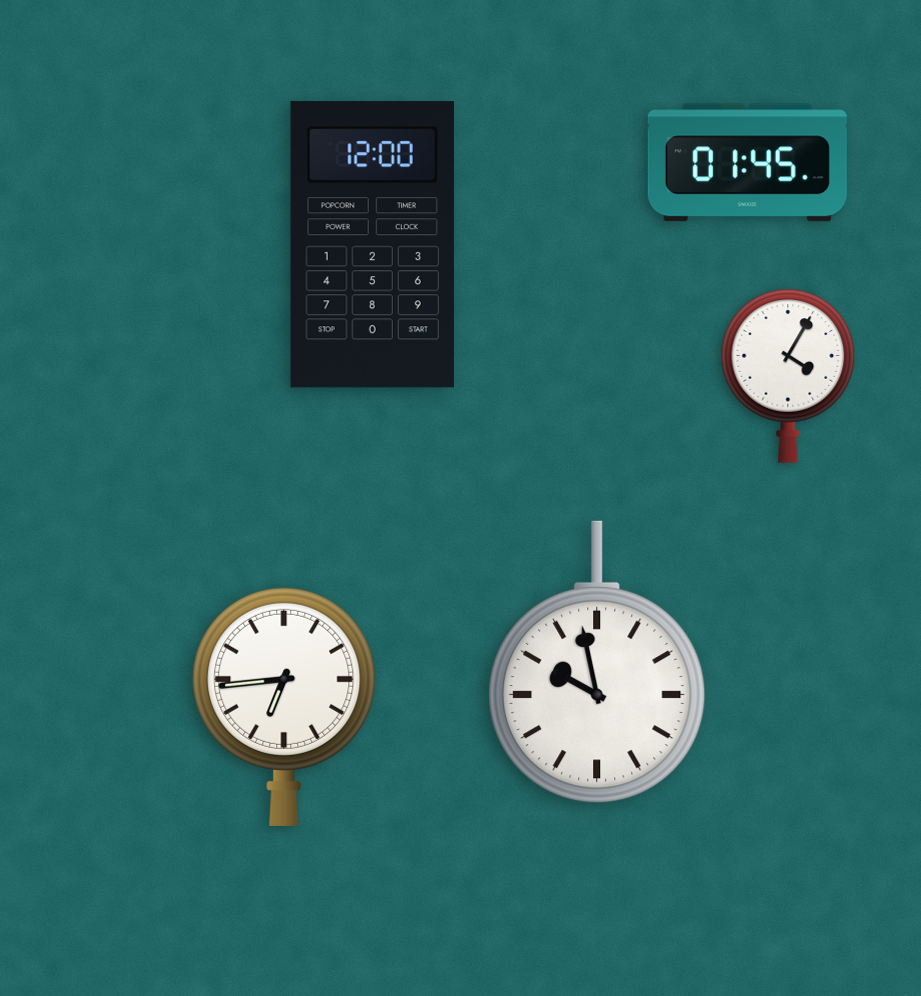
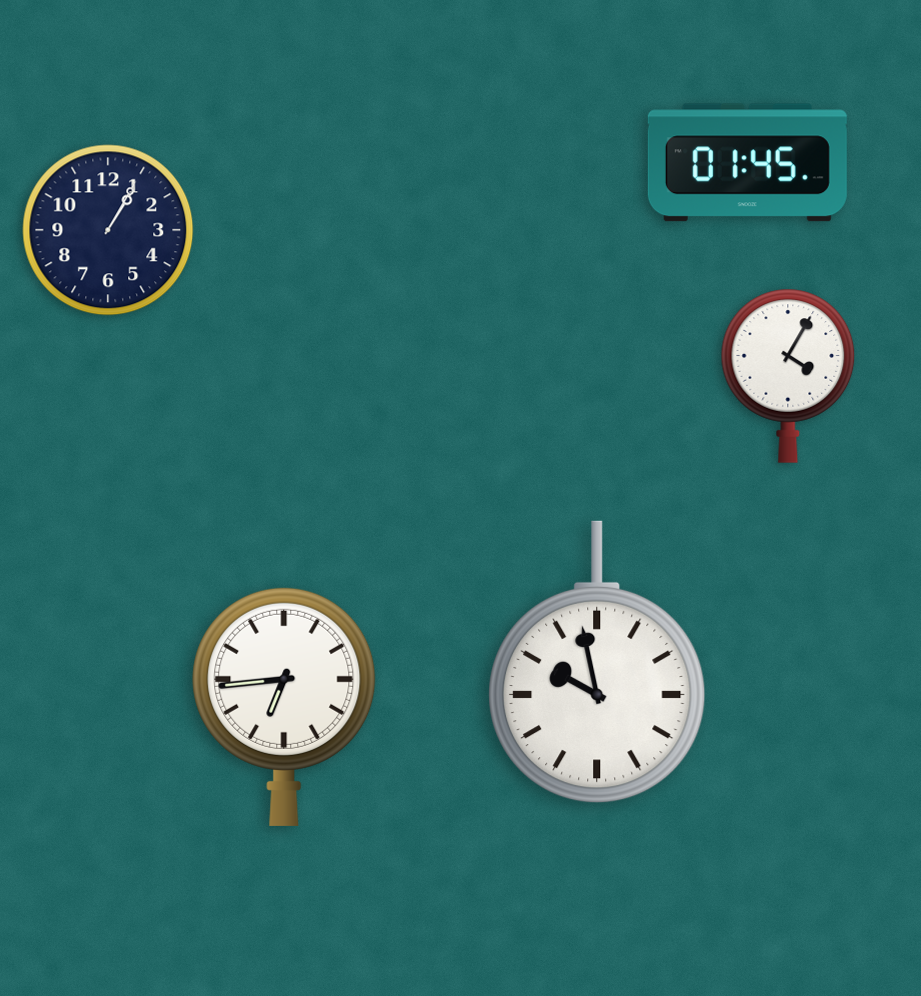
clock at (108, 230): none -> 1:05
clock at (372, 245): 12:00 -> none
